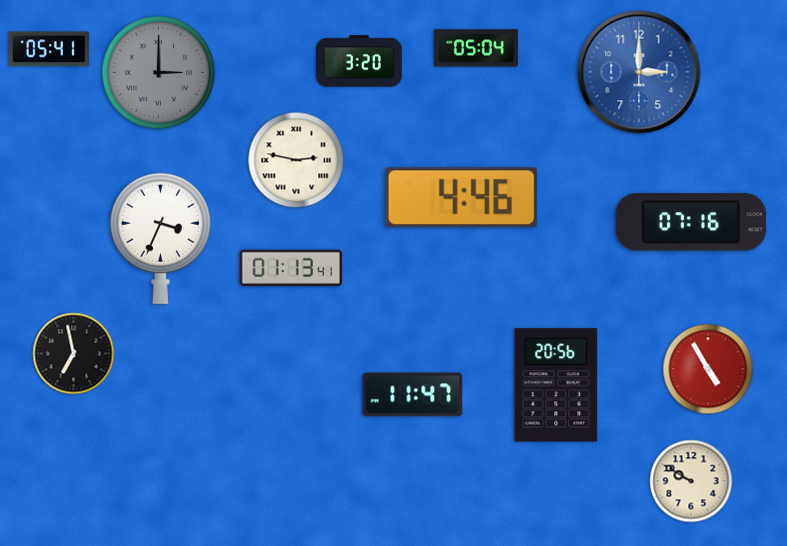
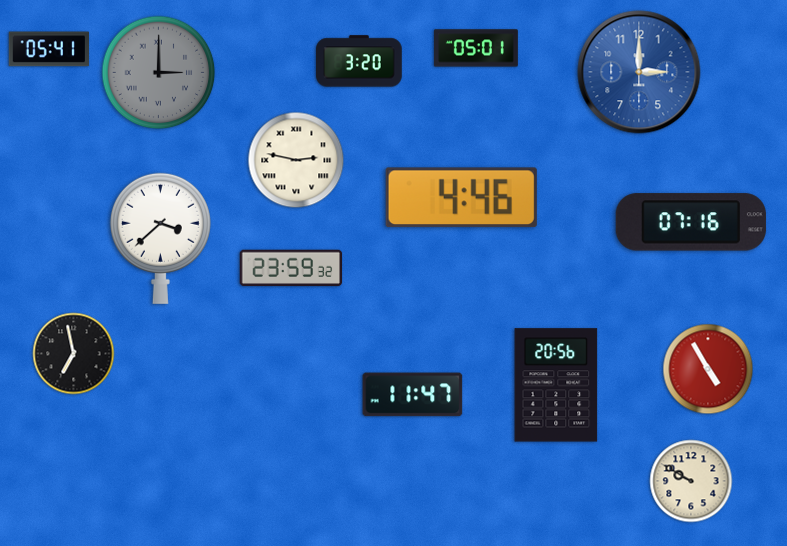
clock at (476, 48): 05:04 -> 05:01
clock at (160, 238): 3:34 -> 3:38
clock at (291, 268): 01:13 -> 23:59
